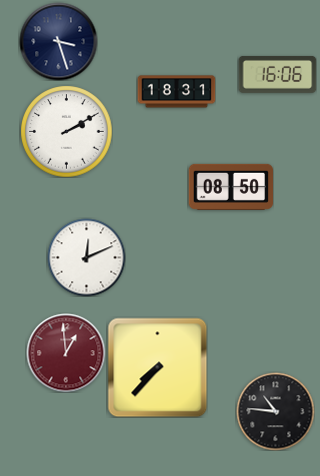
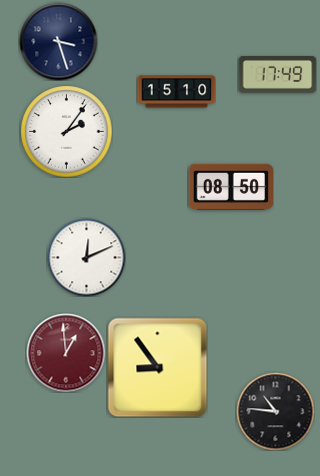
clock at (277, 74): 16:06 -> 17:49
clock at (176, 92): 18:31 -> 15:10
clock at (66, 131): 2:10 -> 2:06
clock at (157, 367): 7:37 -> 8:54
